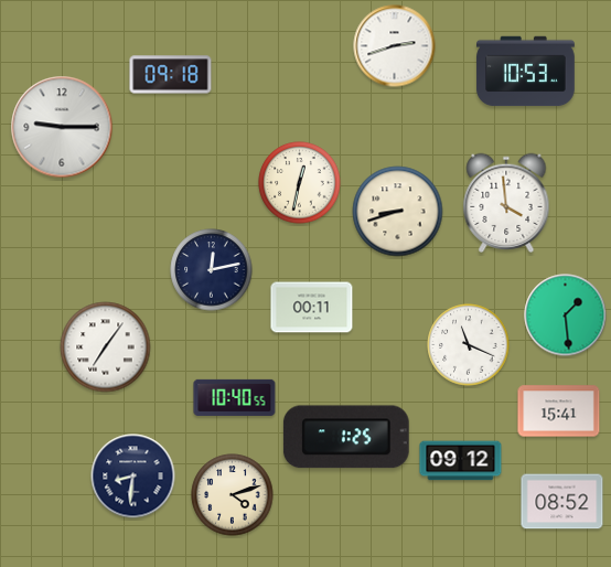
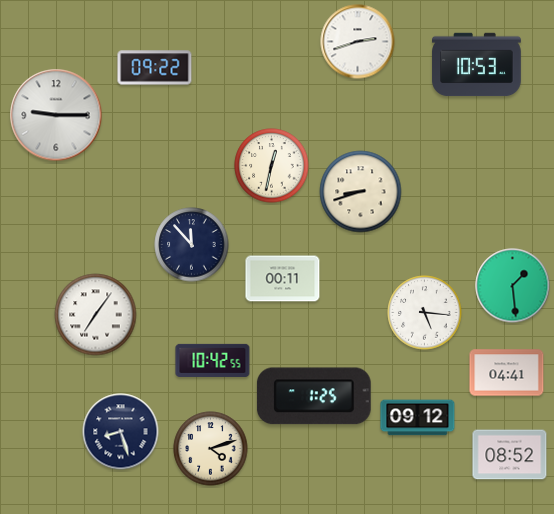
clock at (171, 75): 09:18 -> 09:22
clock at (506, 203): 3:59 -> none
clock at (212, 270): 12:13 -> 11:53
clock at (469, 345): 11:19 -> 5:16
clock at (235, 397): 10:40 -> 10:42
clock at (559, 411): 15:41 -> 04:41
clock at (133, 477): 8:31 -> 8:27
